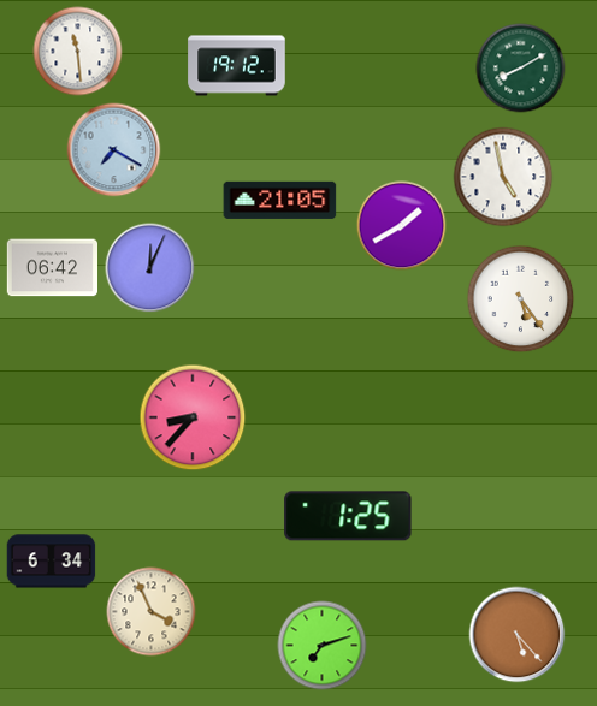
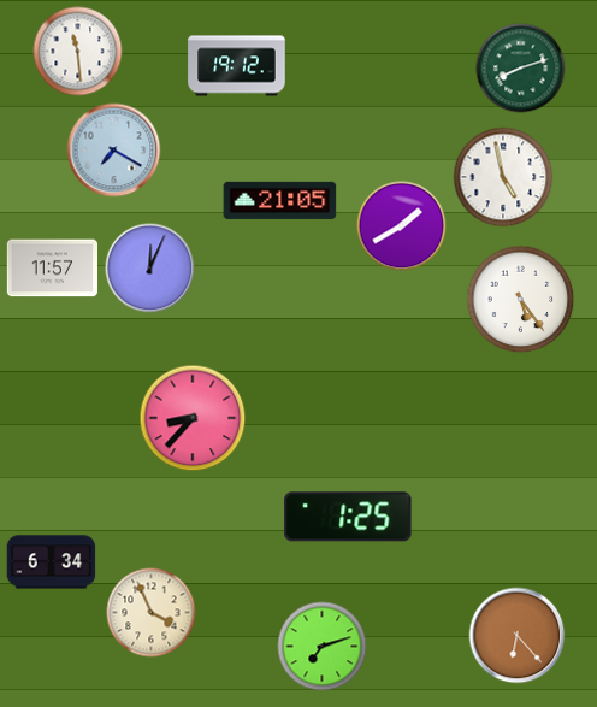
clock at (521, 69): 8:10 -> 8:12
clock at (52, 268): 06:42 -> 11:57
clock at (518, 635): 5:23 -> 6:23
